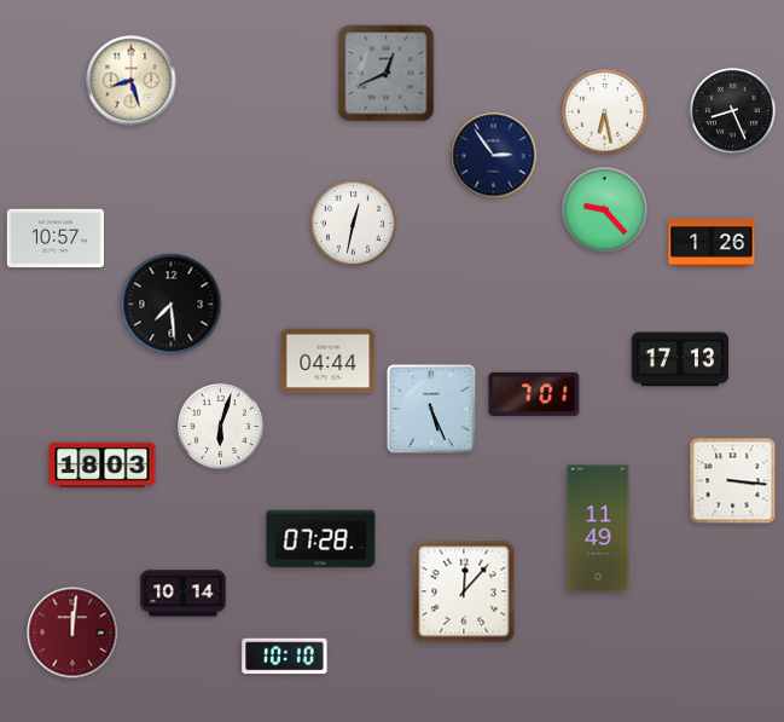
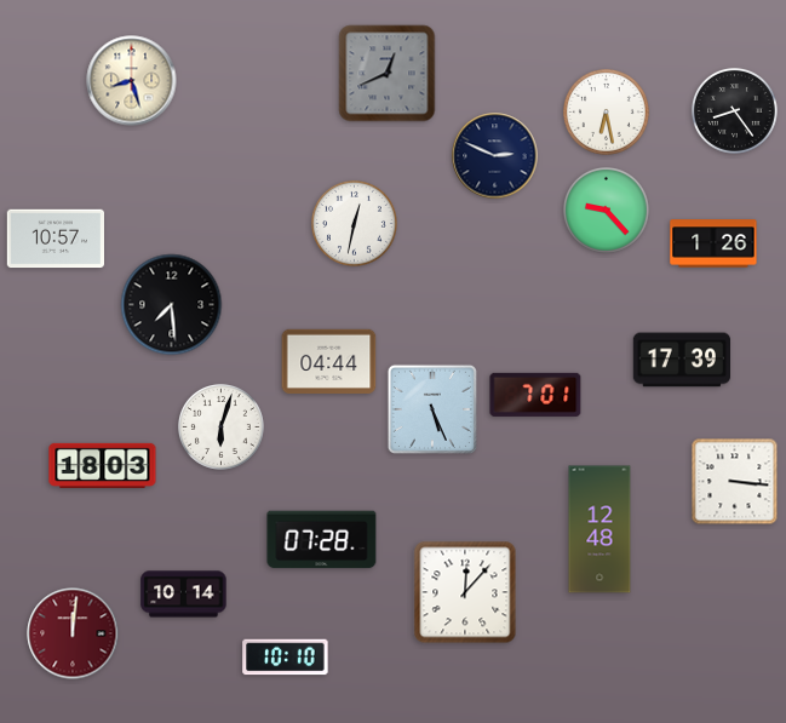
clock at (732, 110): 8:26 -> 8:24
clock at (494, 156): 2:54 -> 2:49
clock at (679, 359): 17:13 -> 17:39
clock at (598, 528): 11:49 -> 12:48
